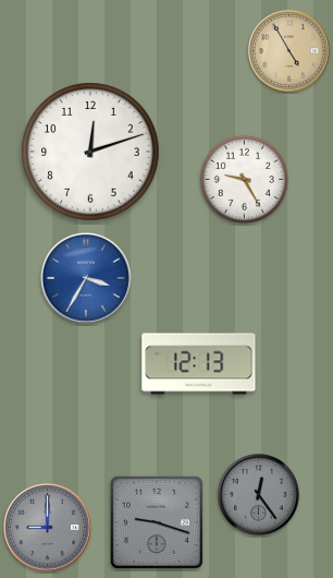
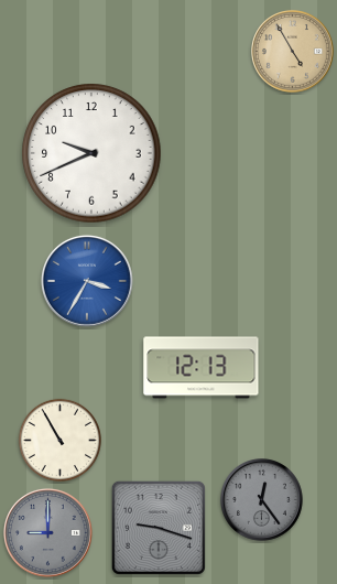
clock at (90, 152): 12:12 -> 9:41
clock at (244, 179): 9:25 -> none
clock at (59, 440): none -> 10:55
